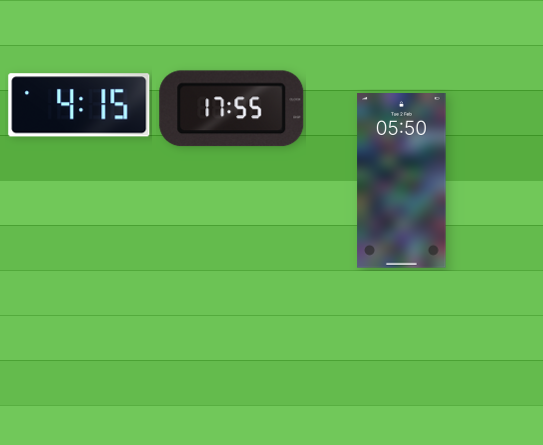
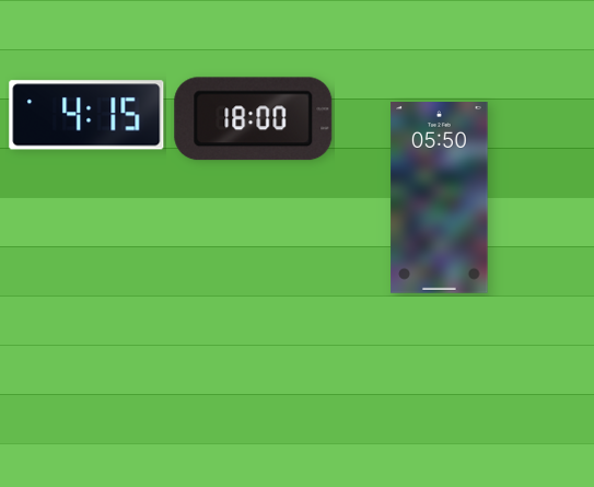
clock at (232, 109): 17:55 -> 18:00
